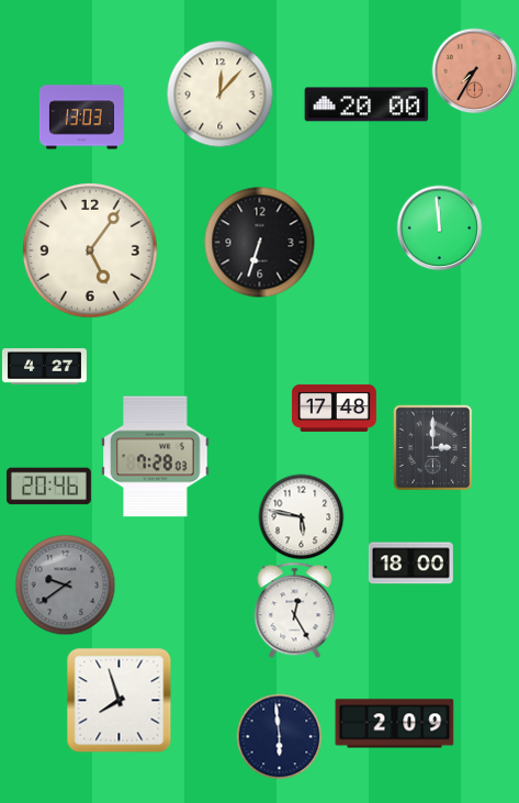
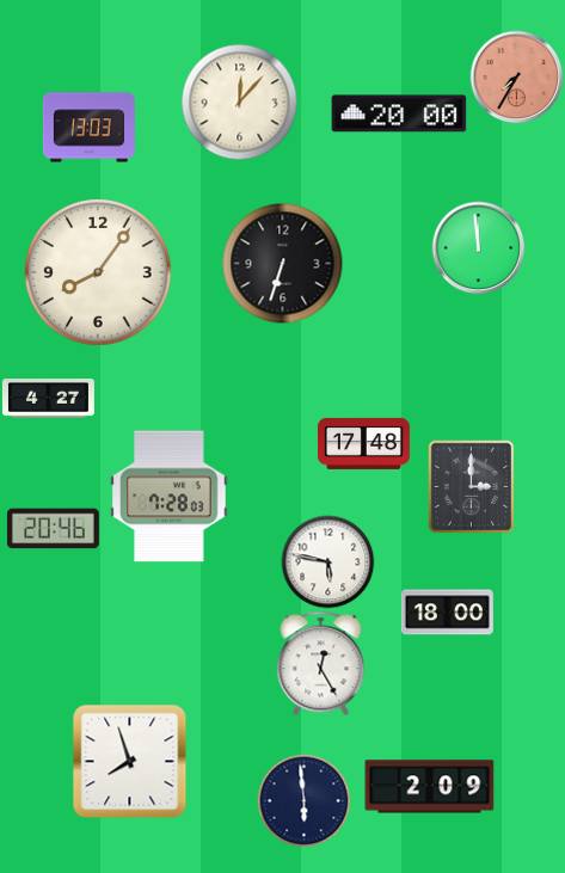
clock at (90, 250): 5:06 -> 8:06
clock at (65, 584): 9:39 -> none
